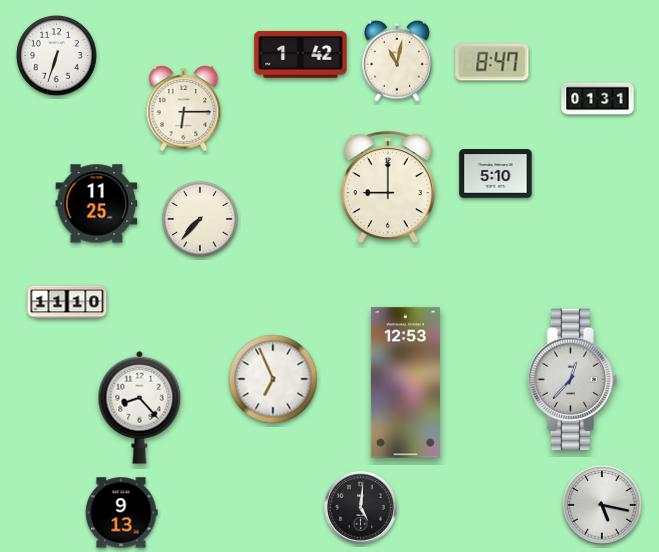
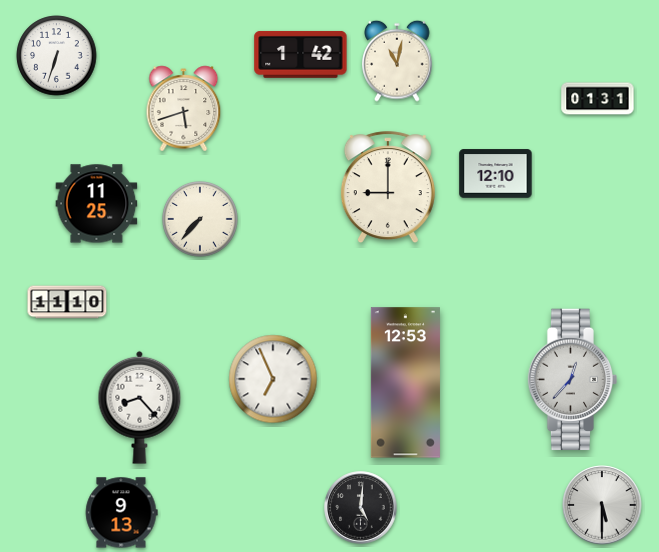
clock at (492, 62): 8:47 -> none
clock at (184, 109): 6:15 -> 5:42
clock at (496, 174): 5:10 -> 12:10
clock at (602, 505): 5:17 -> 5:30
